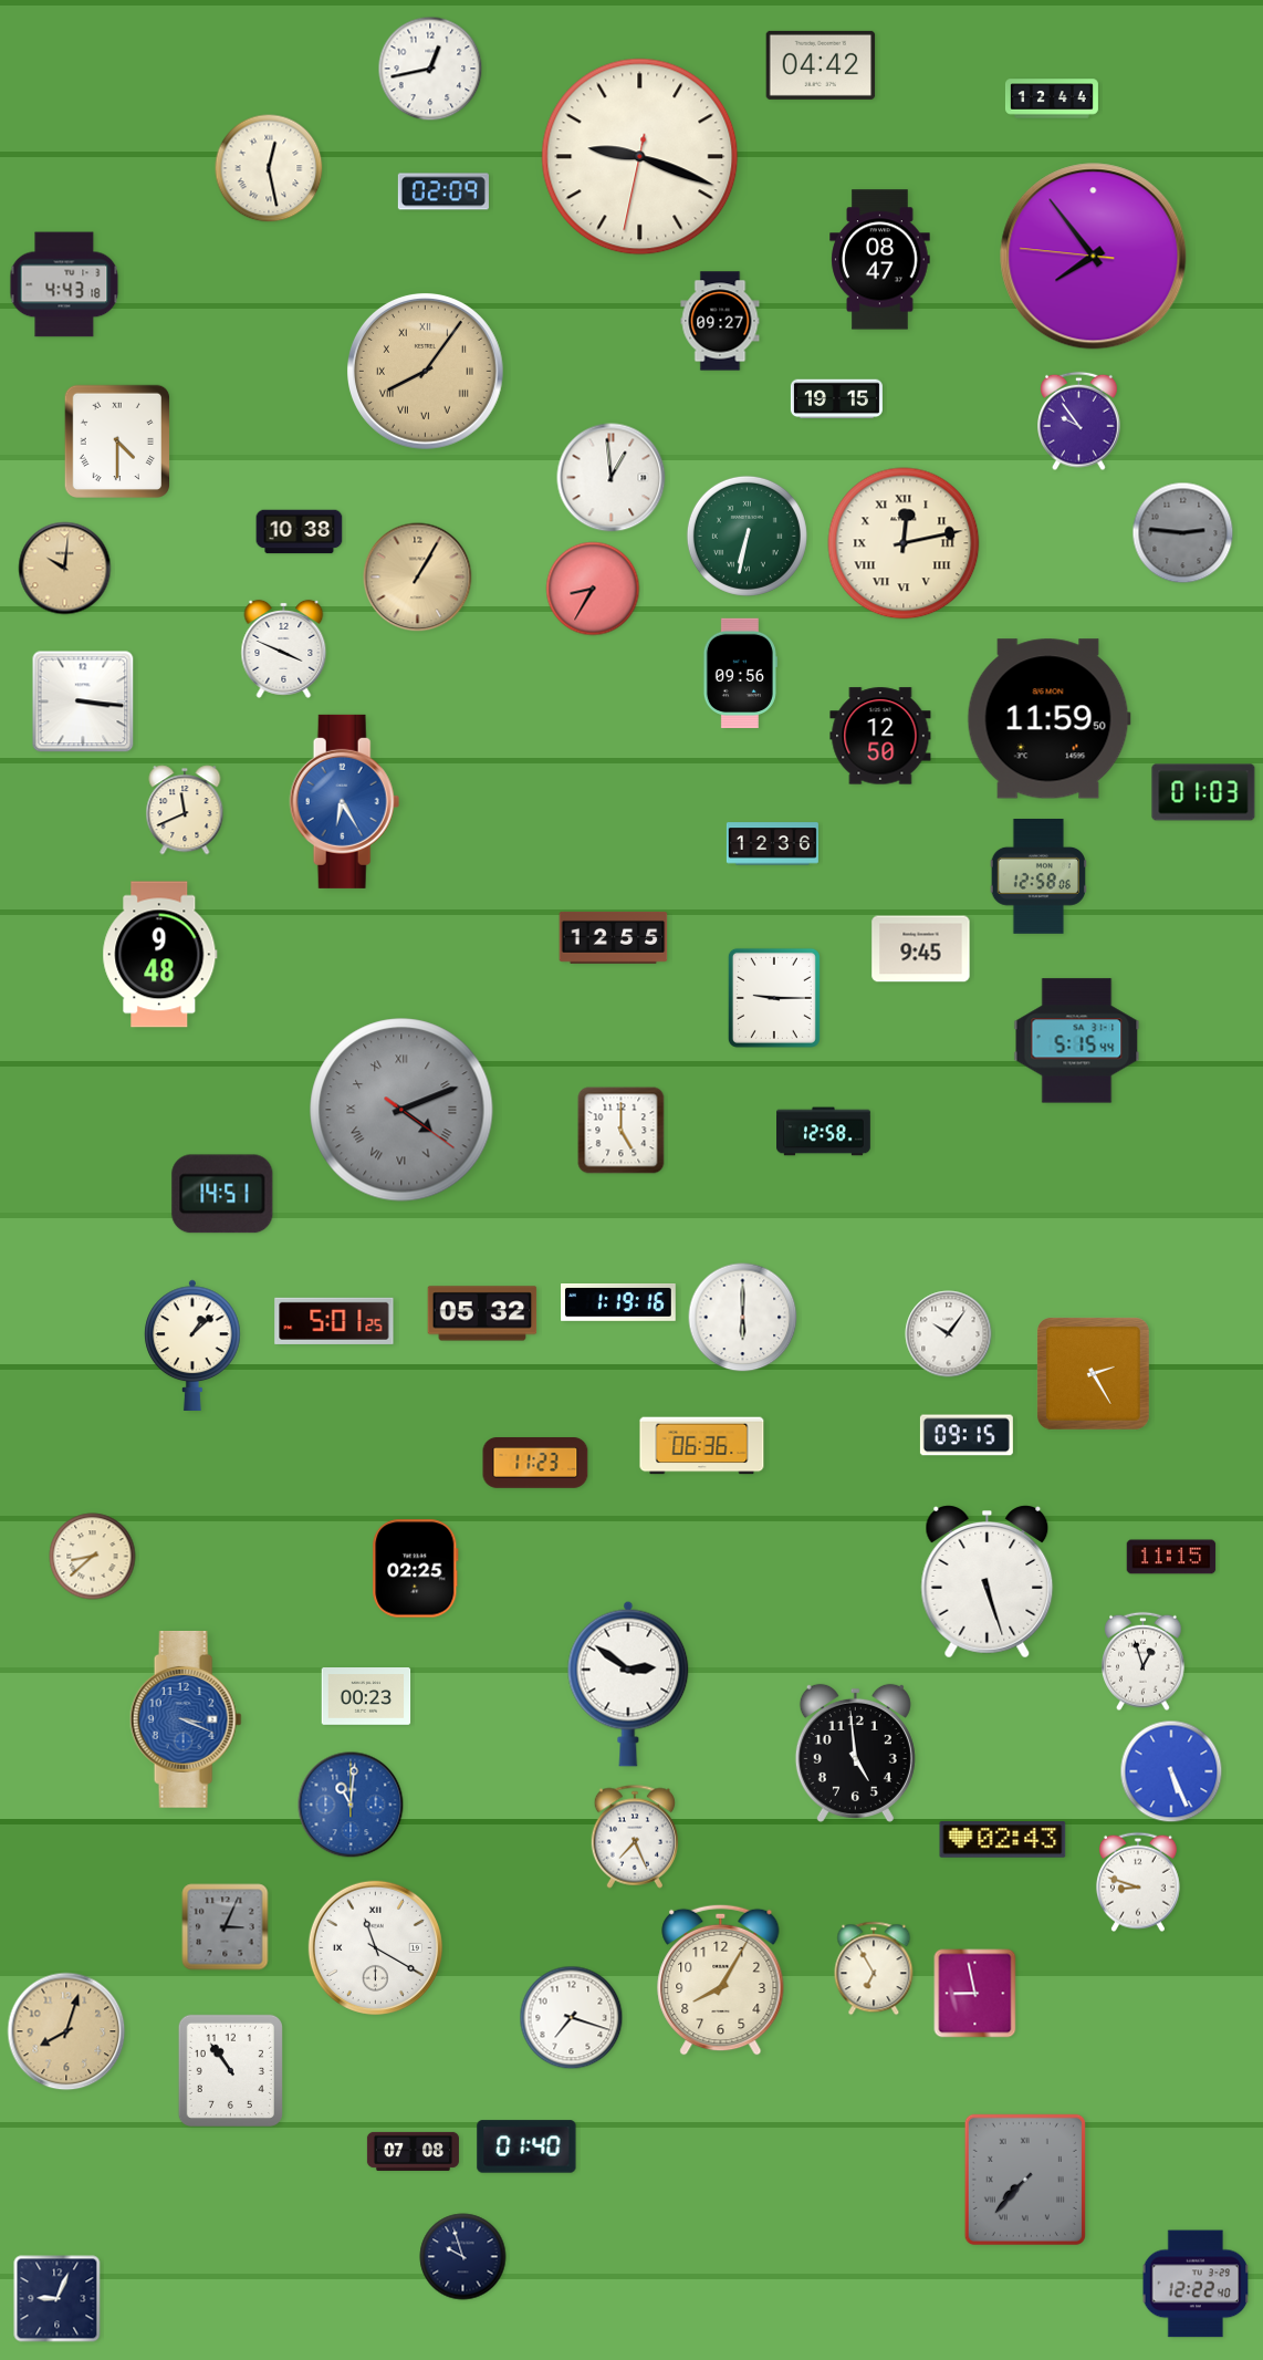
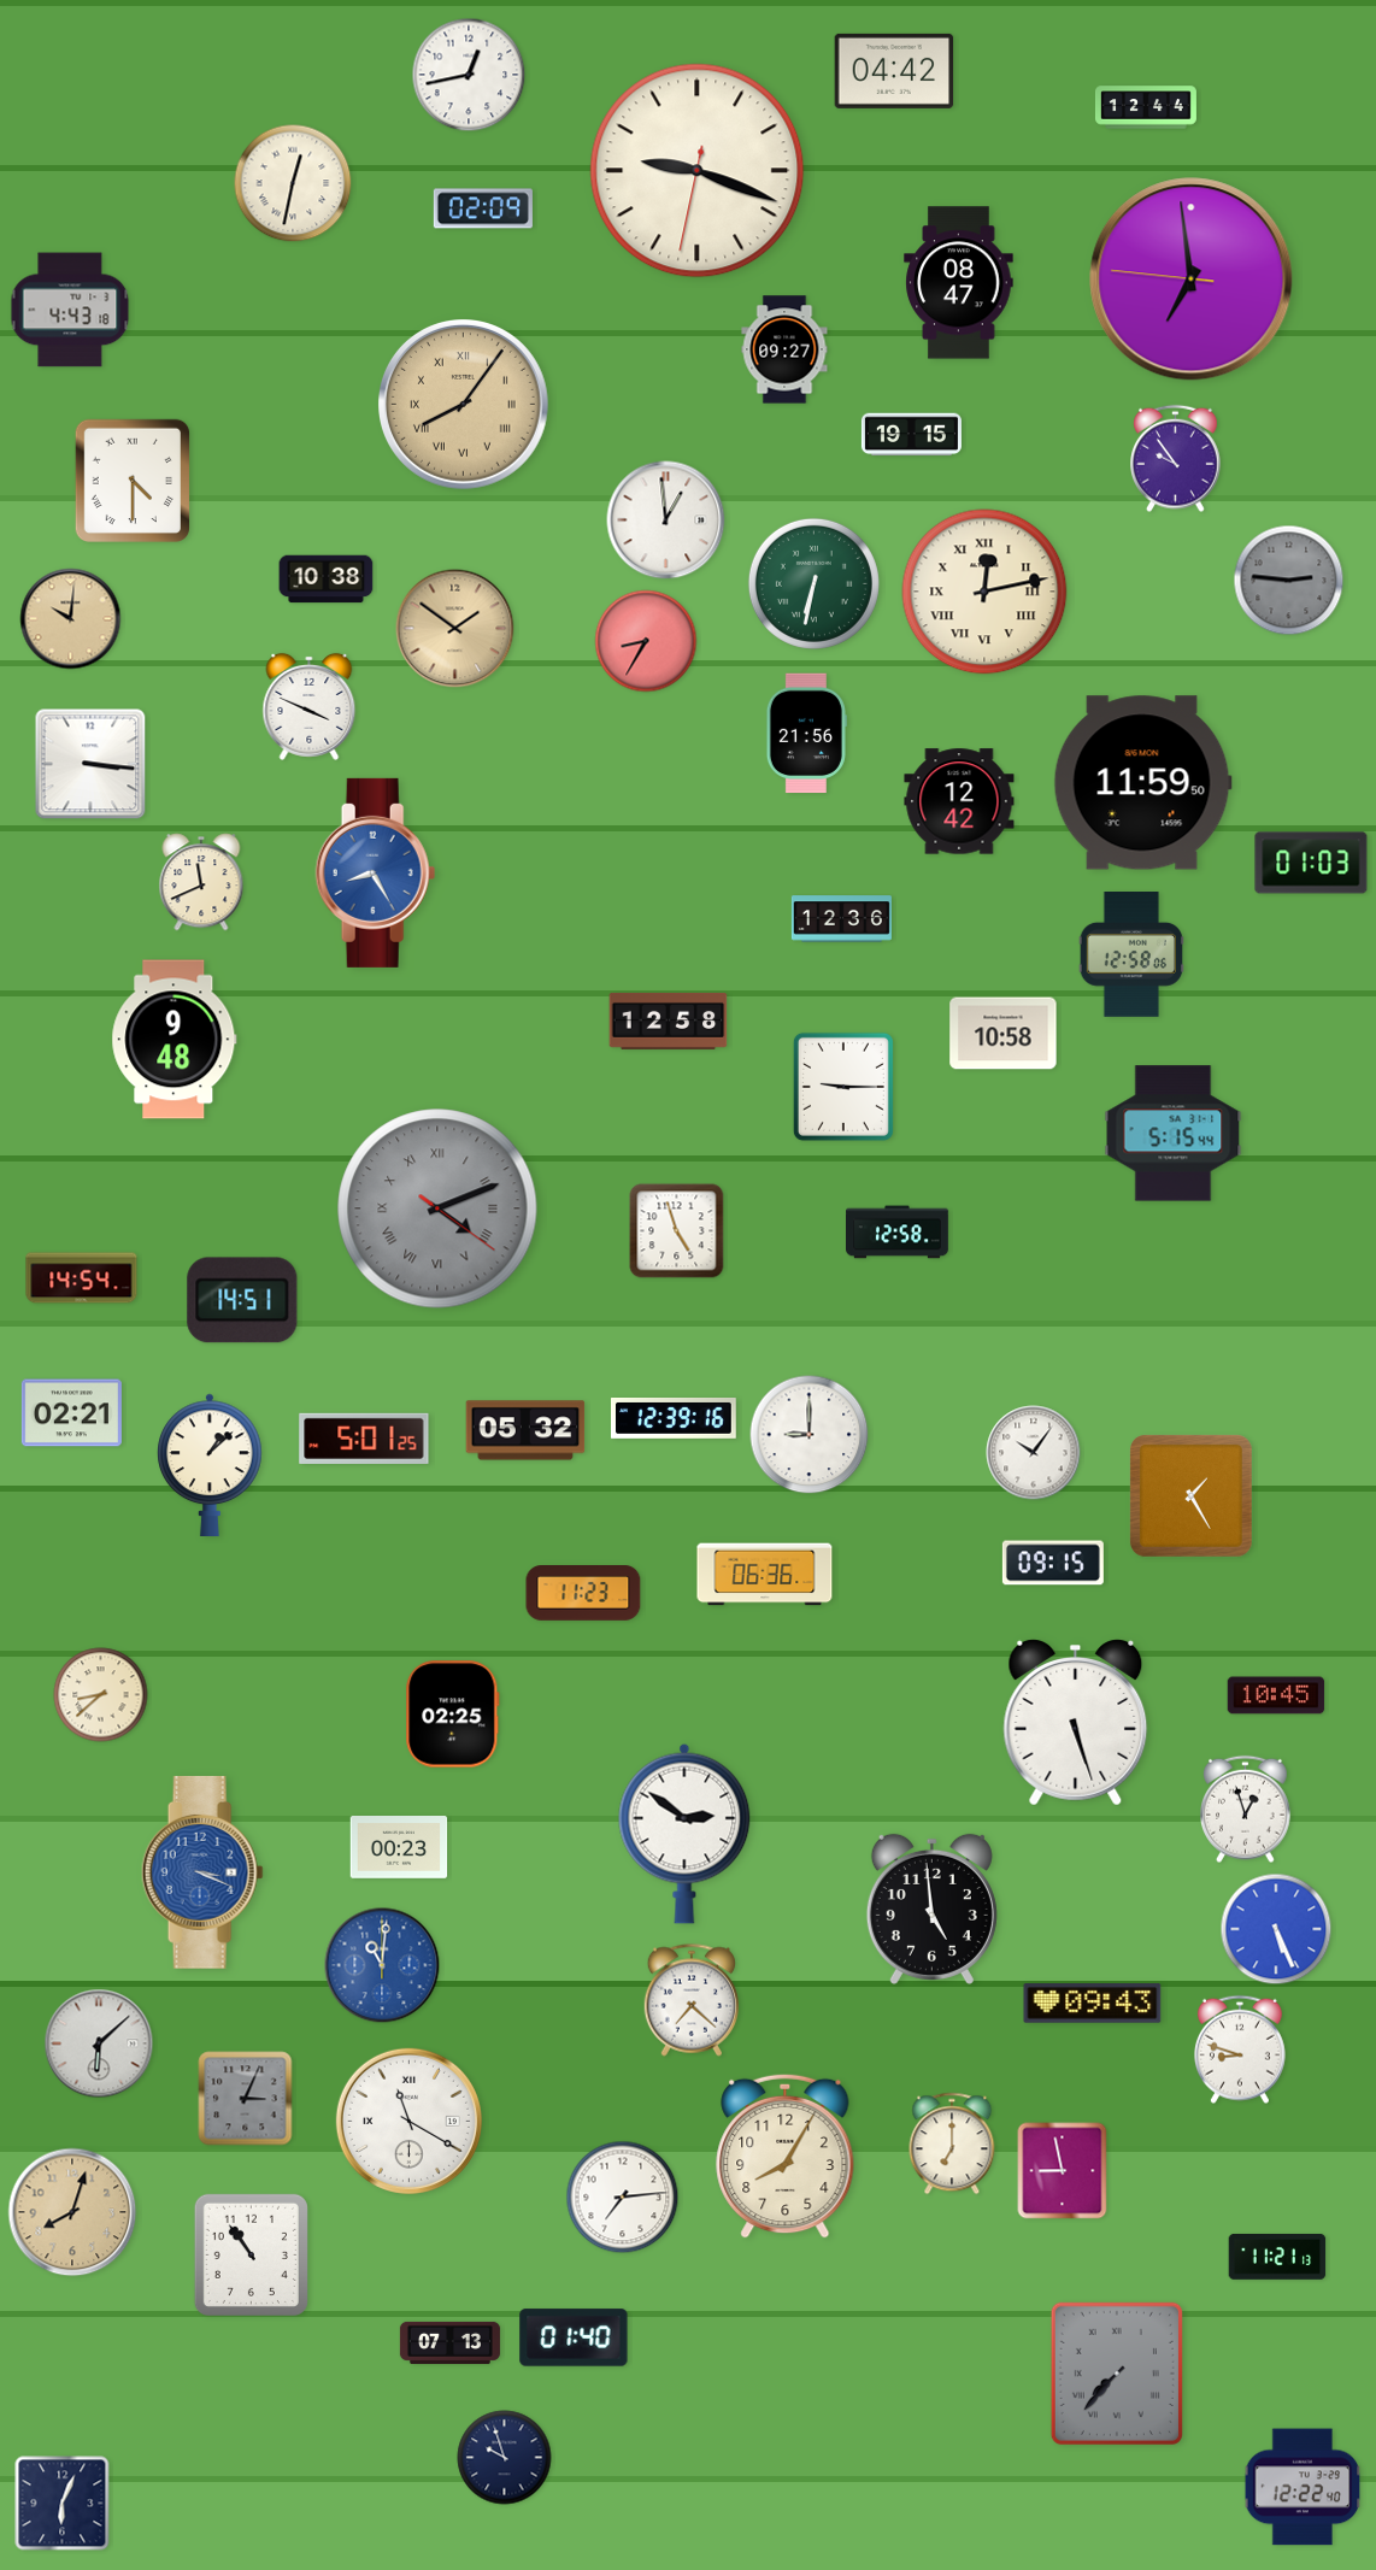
clock at (269, 168): 12:28 -> 12:32
clock at (1094, 257): 7:53 -> 6:58
clock at (116, 440) position: (116, 440) -> (131, 480)
clock at (418, 578): 1:05 -> 1:51
clock at (740, 674): 09:56 -> 21:56
clock at (880, 736): 12:50 -> 12:42
clock at (345, 801): 6:25 -> 8:25
clock at (614, 937): 12:55 -> 12:58
clock at (921, 949): 9:45 -> 10:58
clock at (622, 1131): 5:00 -> 4:57
clock at (82, 1278): none -> 14:54
clock at (71, 1413): none -> 02:21
clock at (619, 1303): 1:19 -> 12:39
clock at (743, 1318): 6:00 -> 9:00
clock at (1094, 1374): 2:25 -> 1:25
clock at (1171, 1557): 11:15 -> 10:45
clock at (416, 1569) position: (416, 1569) -> (453, 1715)
clock at (634, 1837): 7:26 -> 7:22
clock at (1003, 1840): 02:43 -> 09:43
clock at (99, 2043): none -> 6:08
clock at (874, 1968): 6:55 -> 7:00
clock at (572, 2018): 7:18 -> 7:14
clock at (1277, 2257): none -> 11:21
clock at (413, 2151): 07:08 -> 07:13
clock at (58, 2299): 9:04 -> 6:04
